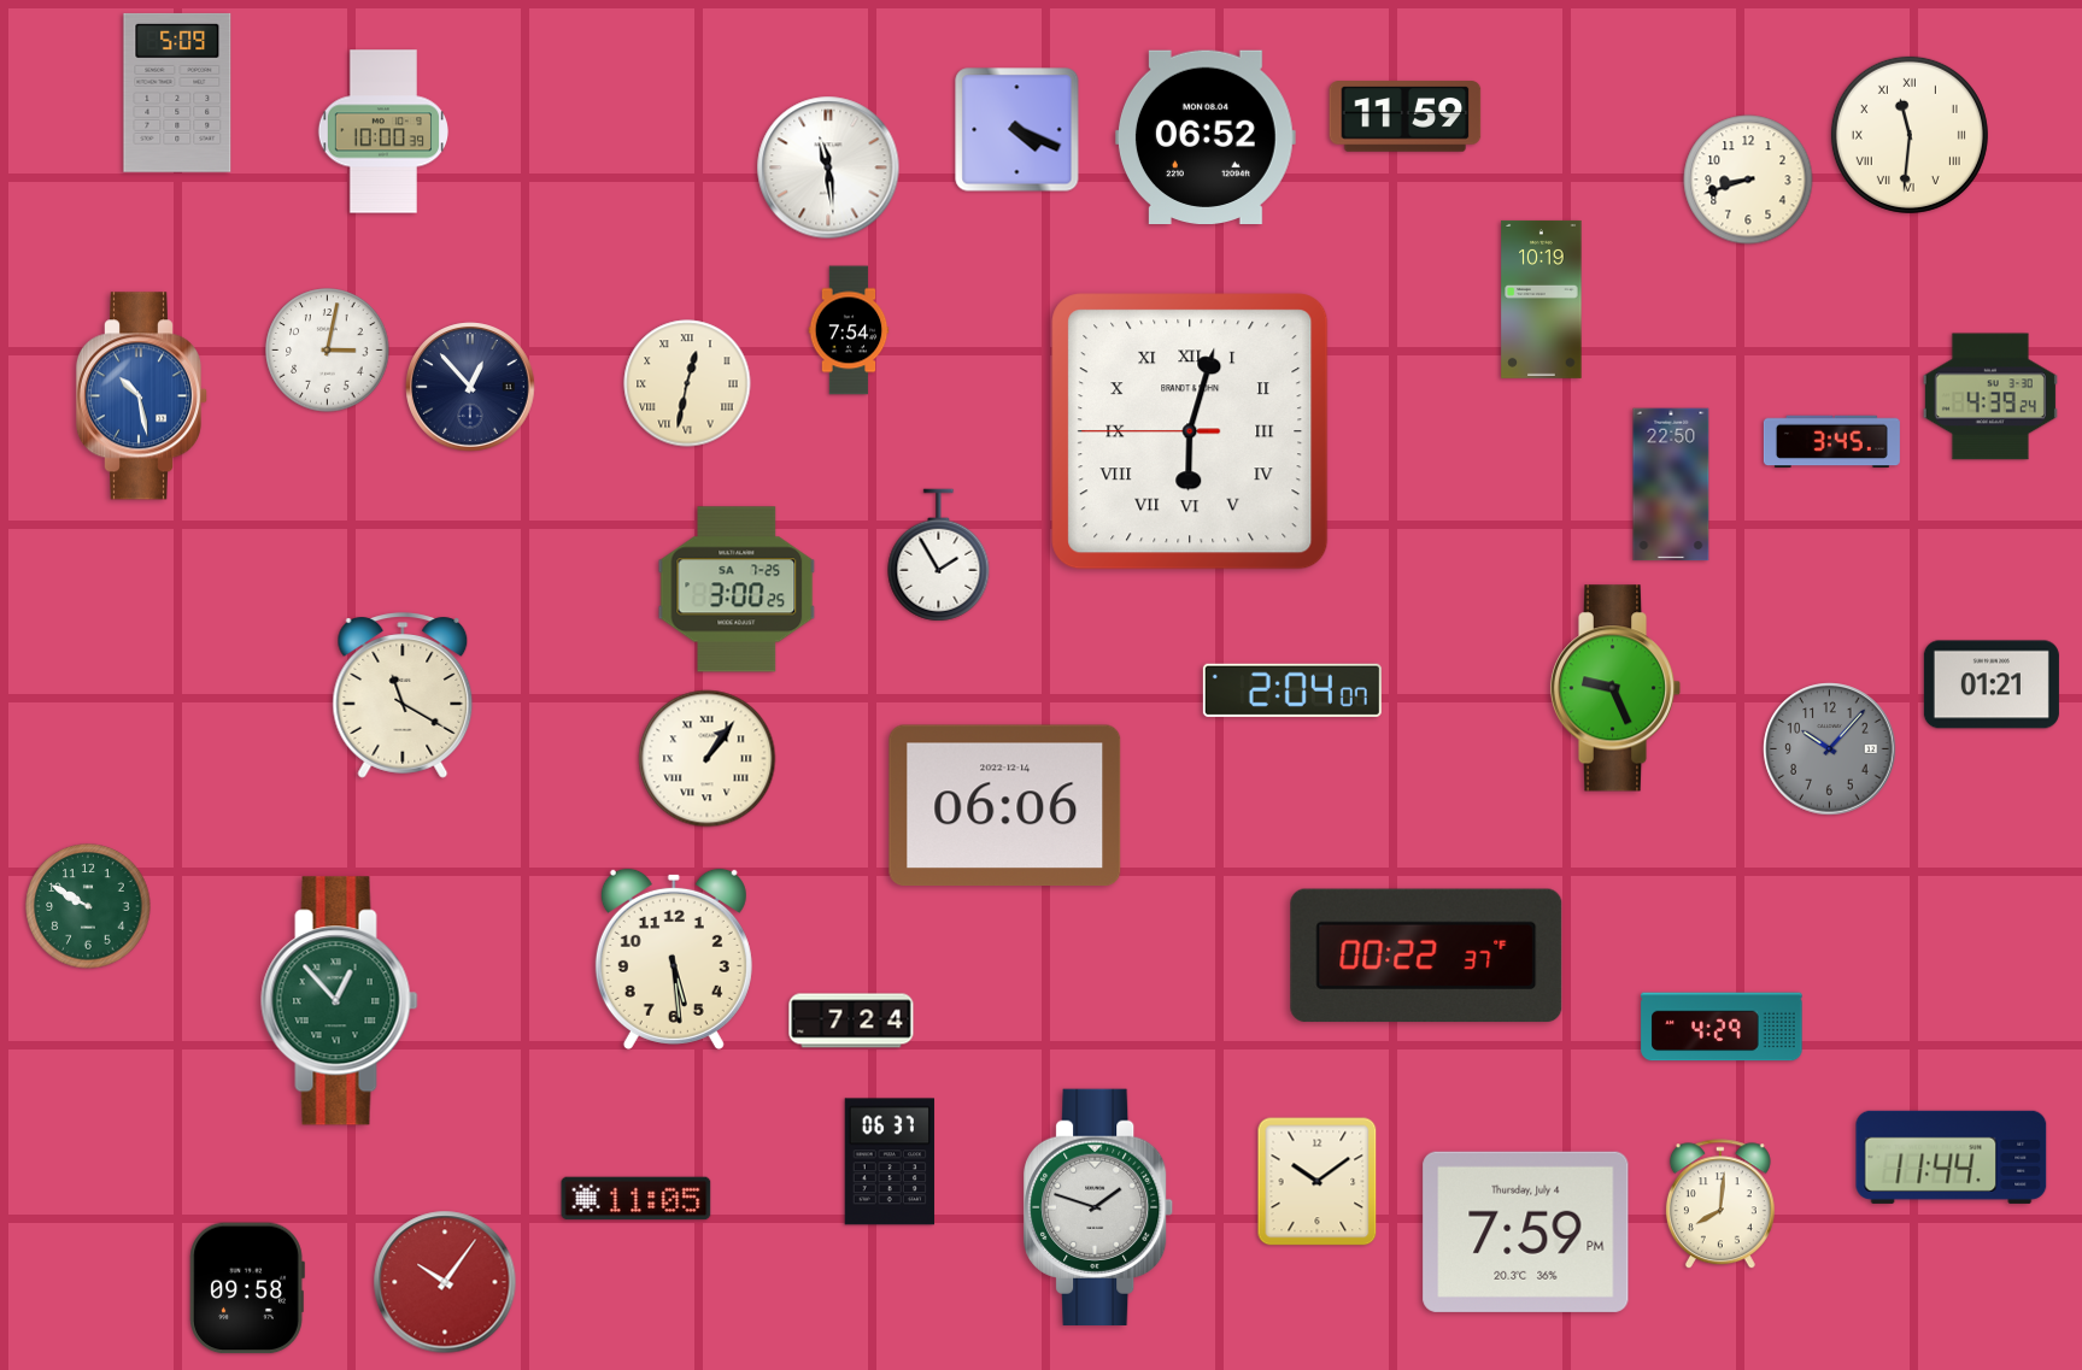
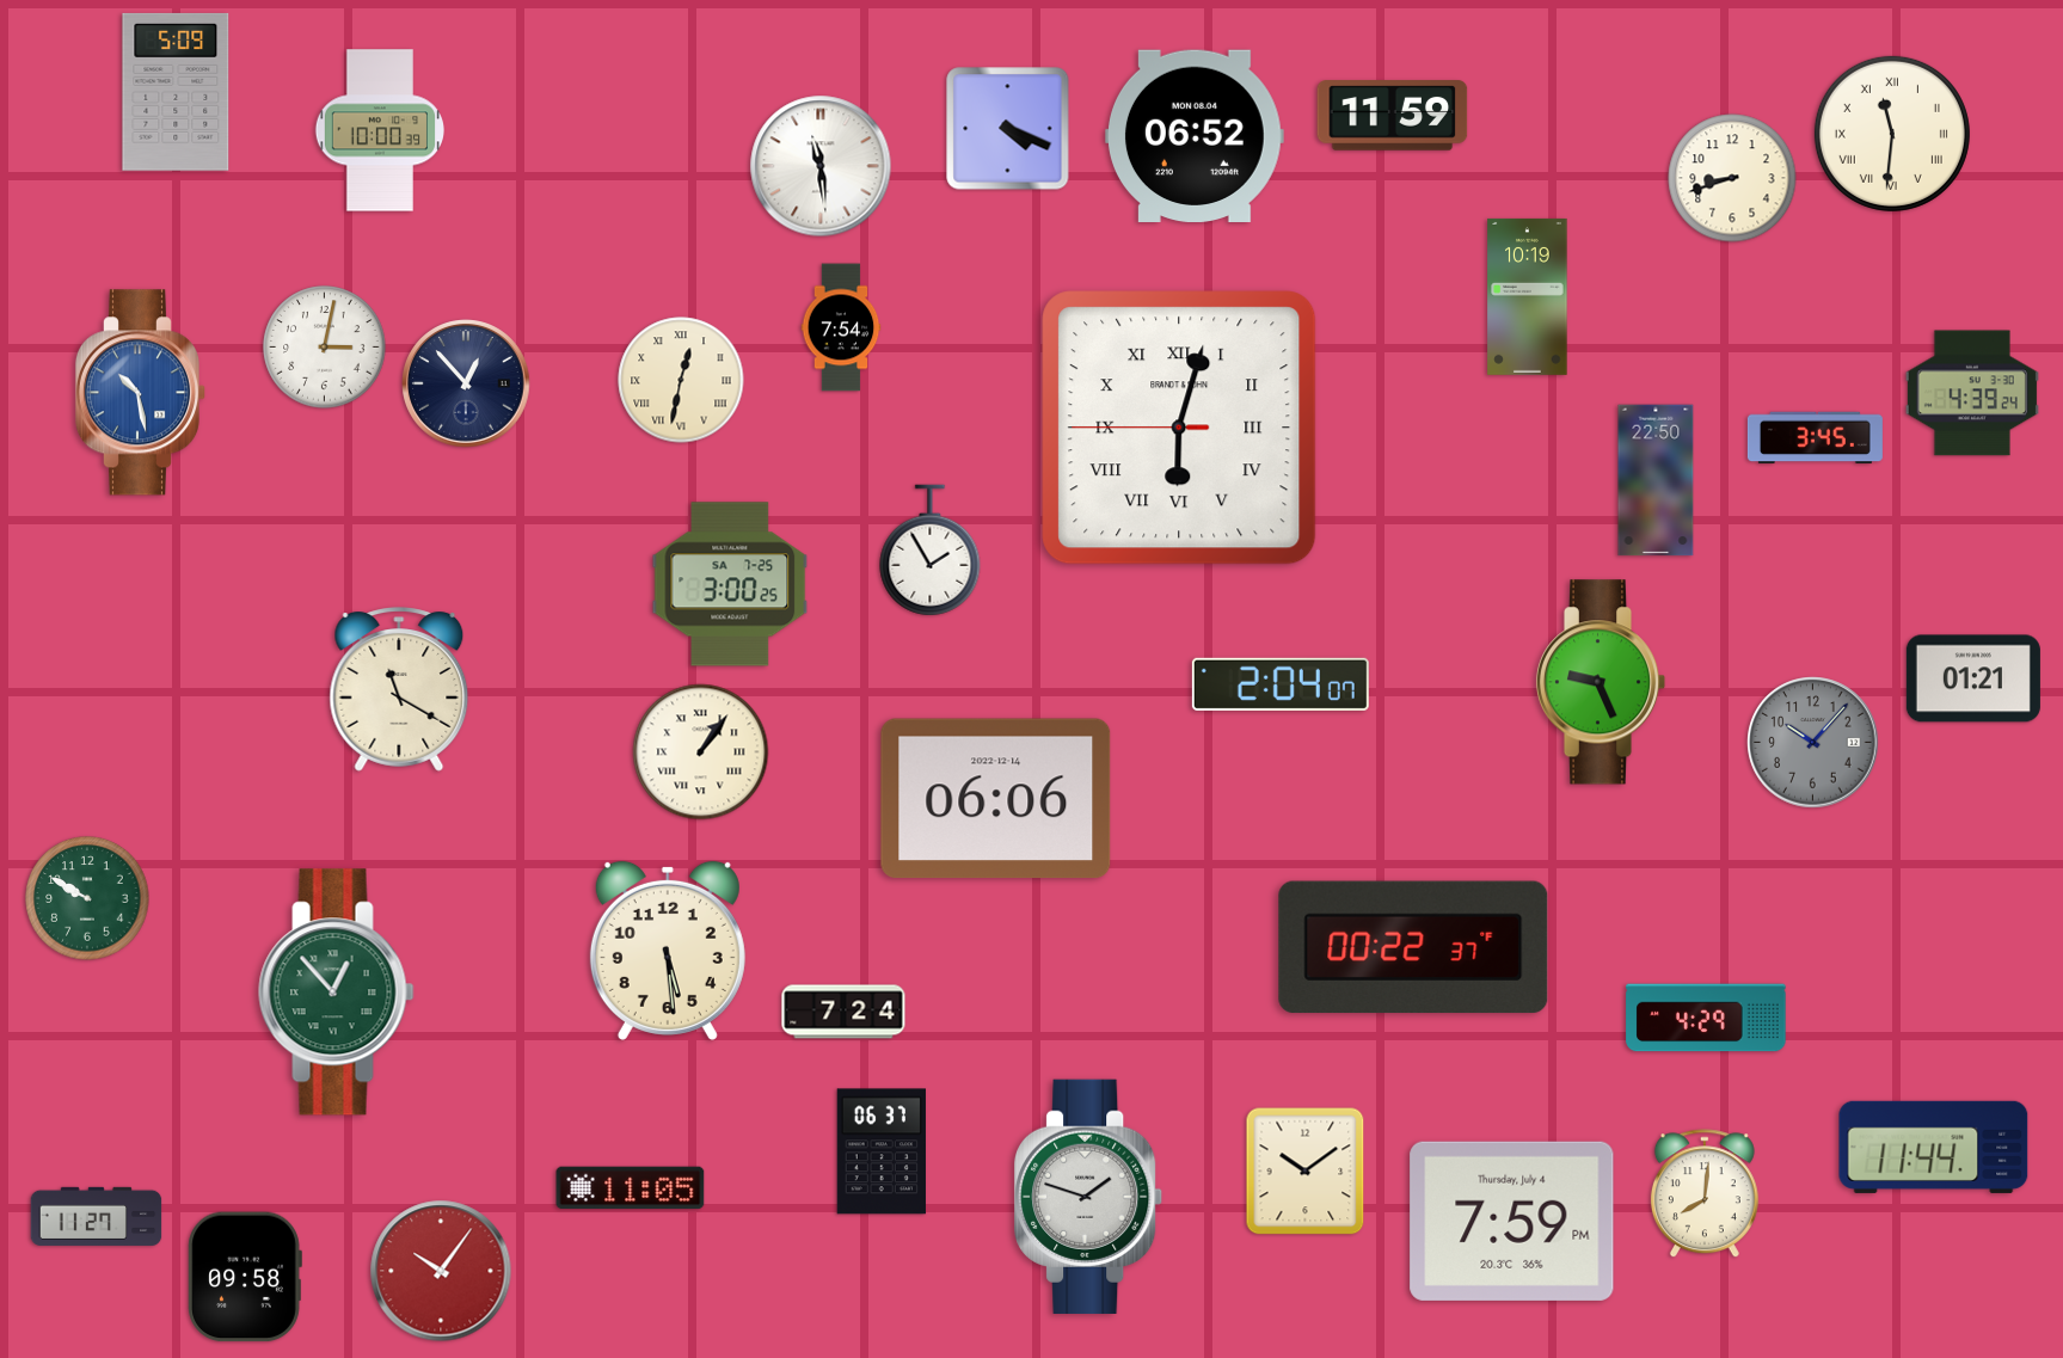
clock at (97, 1216): none -> 11:27
